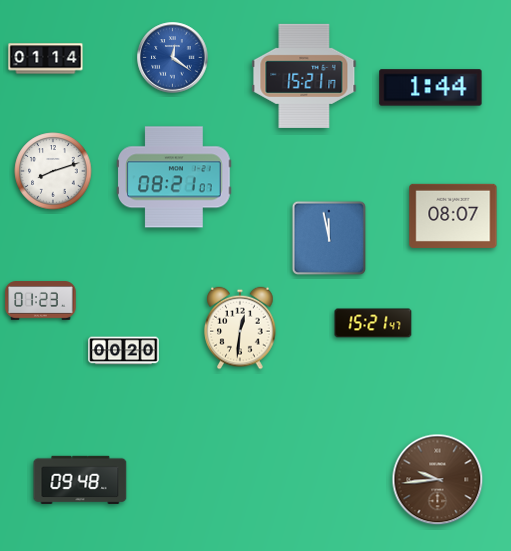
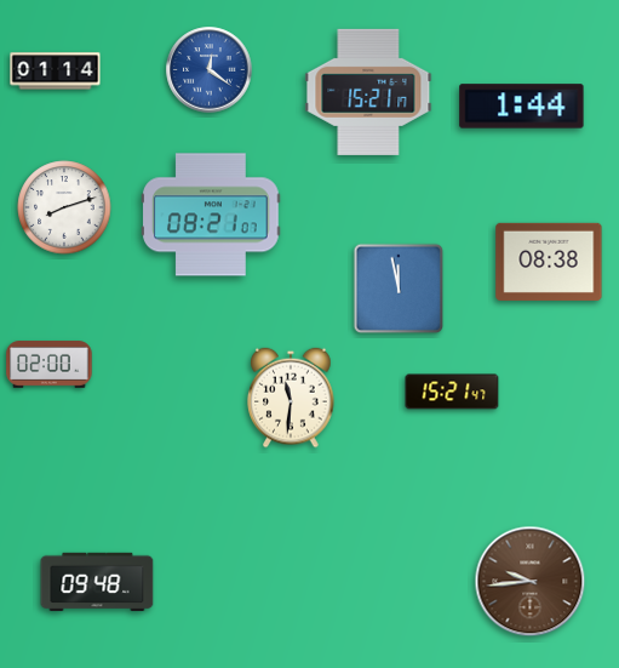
clock at (453, 216): 08:07 -> 08:38
clock at (41, 301): 01:23 -> 02:00
clock at (240, 328): 12:31 -> 11:31
clock at (124, 351): 00:20 -> none
